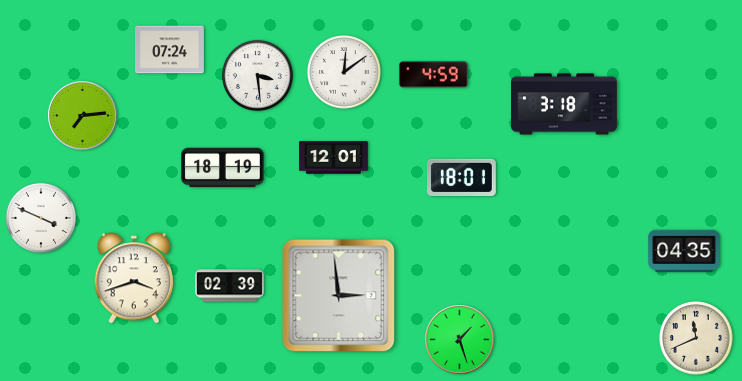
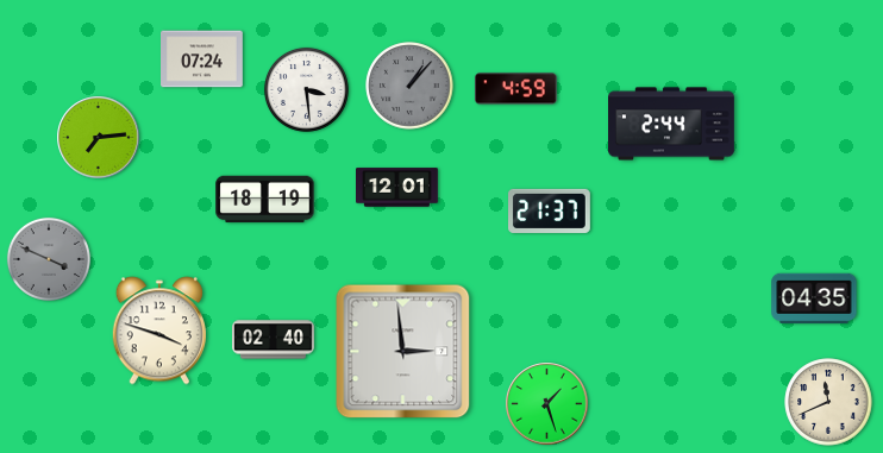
clock at (344, 72): 12:09 -> 1:07
clock at (344, 72) dial: white -> grey
clock at (565, 104): 3:18 -> 2:44
clock at (462, 177): 18:01 -> 21:37
clock at (41, 218) dial: white -> grey
clock at (133, 278): 3:42 -> 3:48
clock at (230, 286): 02:39 -> 02:40
